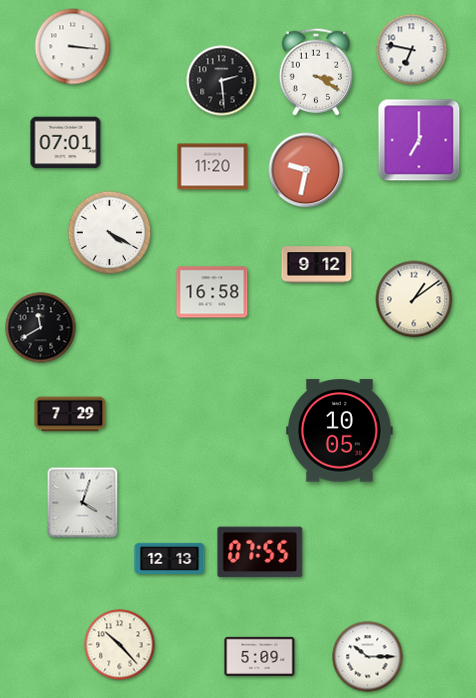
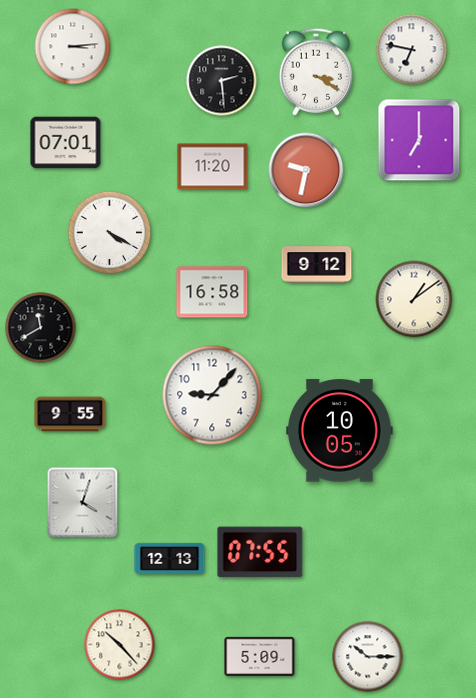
clock at (73, 47): 3:16 -> 3:14
clock at (212, 395): none -> 9:07
clock at (70, 414): 7:29 -> 9:55
